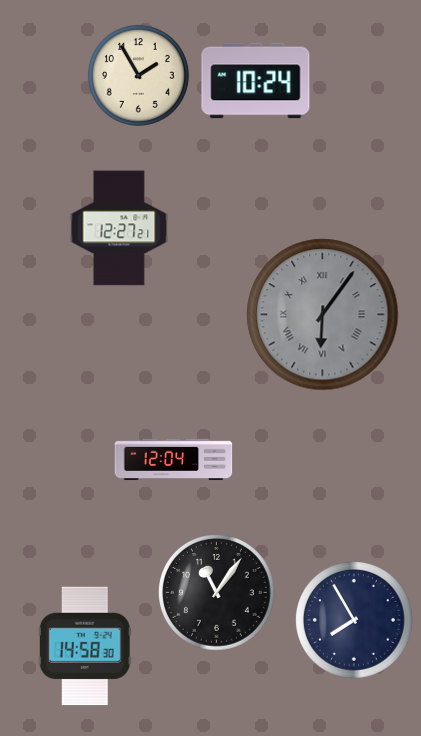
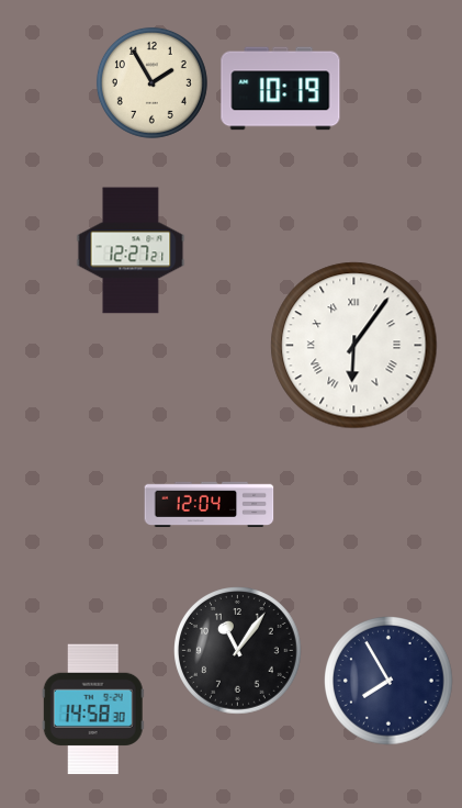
clock at (256, 81): 10:24 -> 10:19
clock at (323, 315) dial: grey -> white
clock at (174, 460) position: (174, 460) -> (210, 505)
